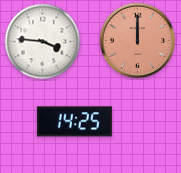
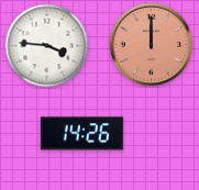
clock at (74, 122): 14:25 -> 14:26
